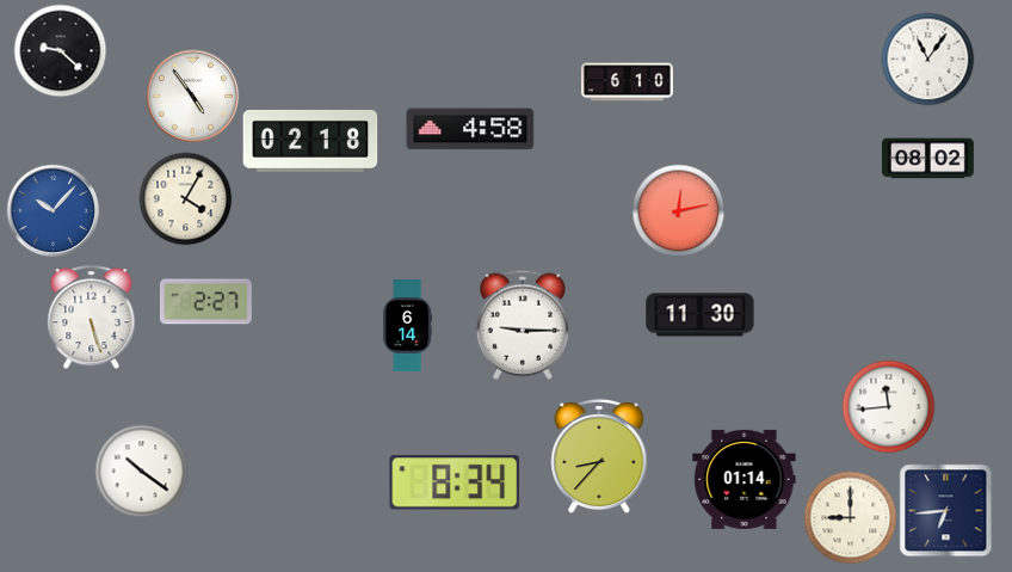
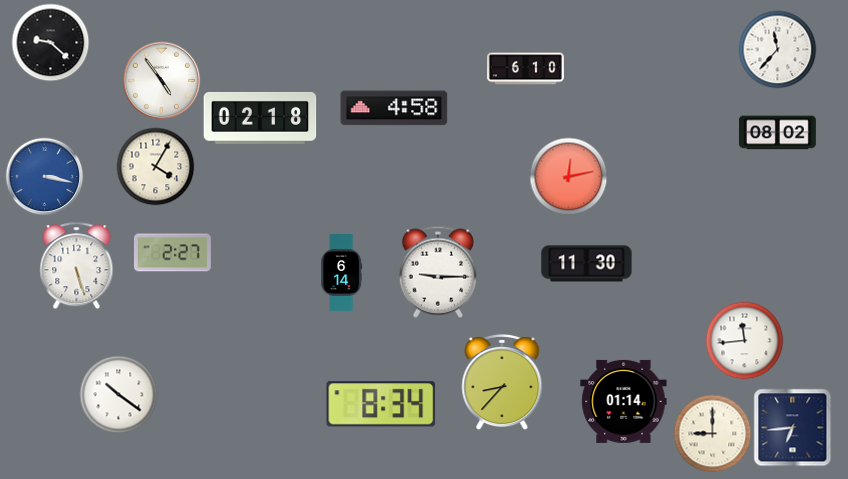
clock at (927, 59): 11:06 -> 11:37
clock at (53, 210): 10:07 -> 3:17
